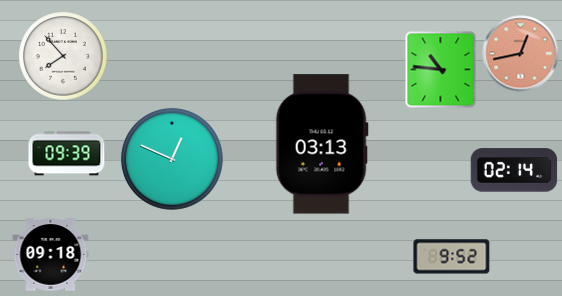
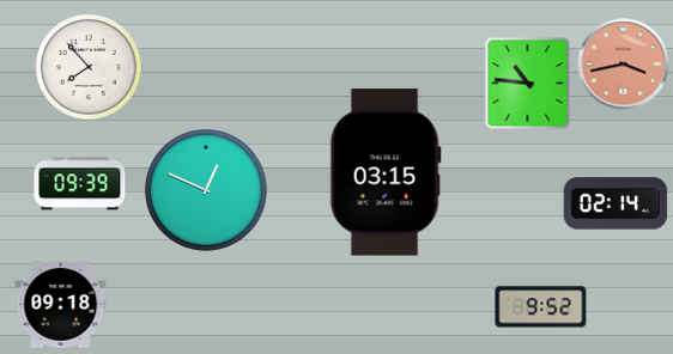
clock at (521, 54): 12:43 -> 3:43
clock at (63, 56) position: (63, 56) -> (89, 67)
clock at (322, 144): 03:13 -> 03:15
